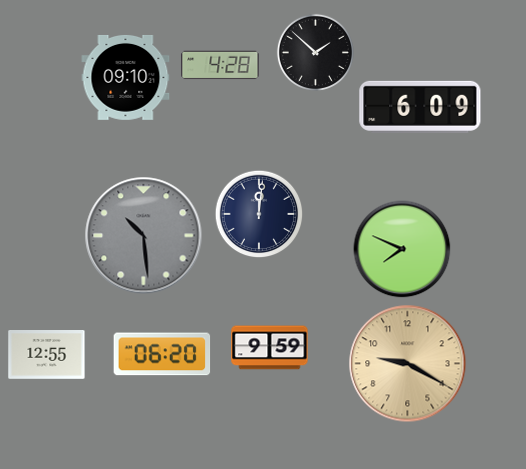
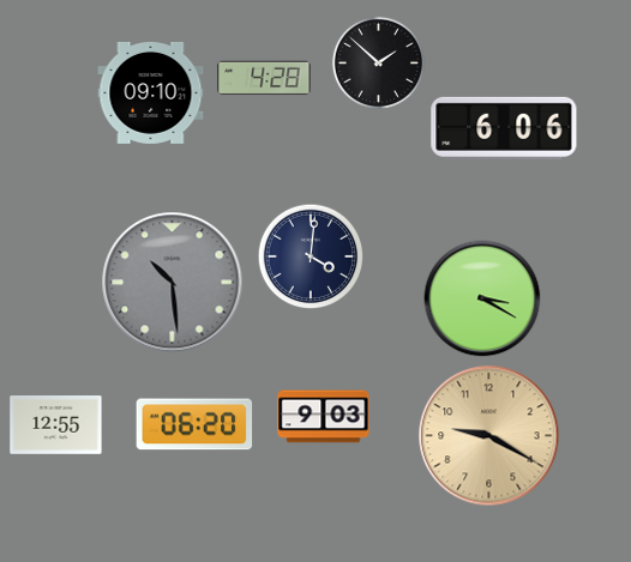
clock at (420, 107): 6:09 -> 6:06
clock at (259, 214): 12:01 -> 4:01
clock at (402, 249): 7:49 -> 3:20
clock at (270, 348): 9:59 -> 9:03
